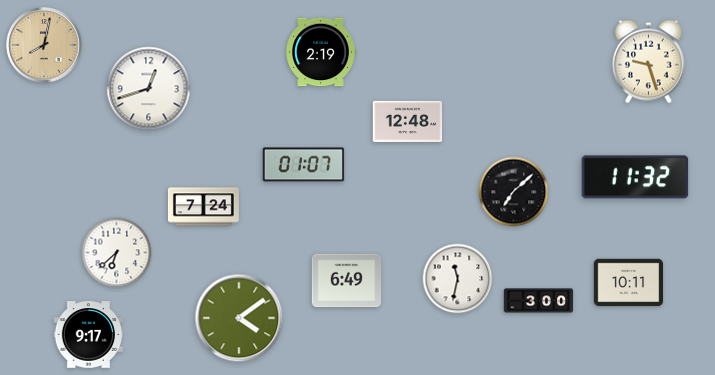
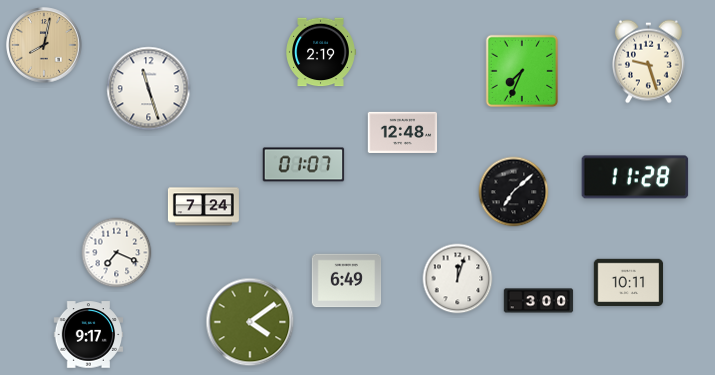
clock at (522, 71): none -> 7:34
clock at (149, 89): 12:42 -> 11:27
clock at (408, 121) position: (408, 121) -> (403, 132)
clock at (635, 177): 11:32 -> 11:28
clock at (117, 253): 6:38 -> 7:19
clock at (458, 279): 11:32 -> 12:03
clock at (239, 318) position: (239, 318) -> (250, 322)
